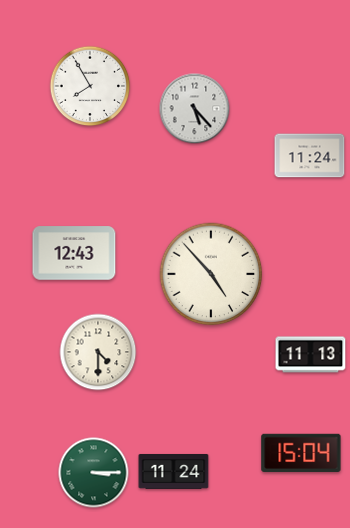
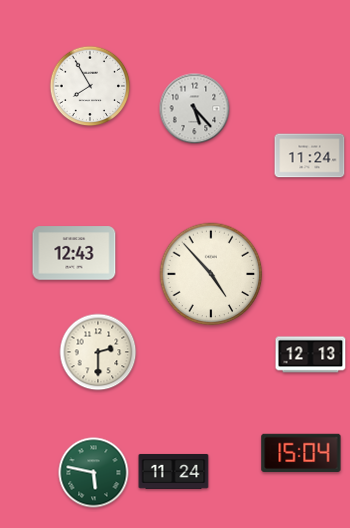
clock at (98, 352): 4:30 -> 2:30
clock at (311, 355): 11:13 -> 12:13
clock at (94, 473): 3:15 -> 5:47
